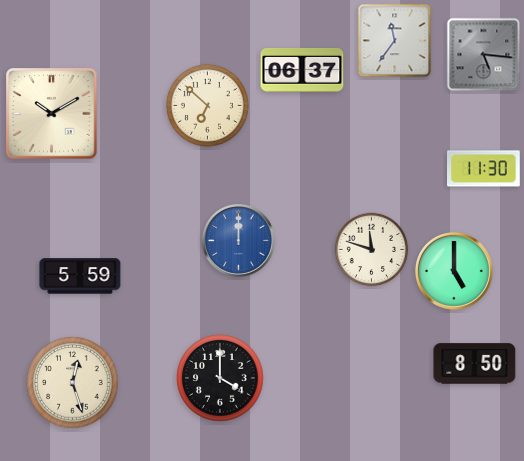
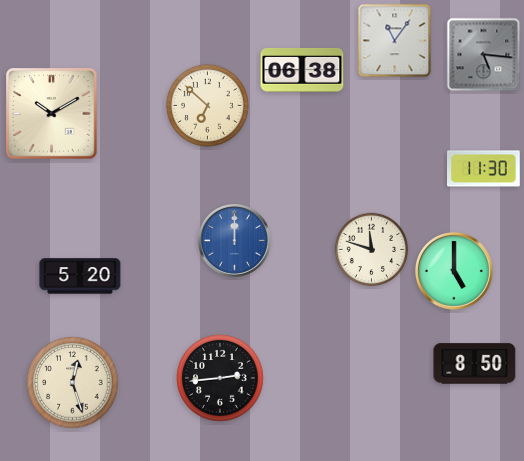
clock at (395, 41): 11:36 -> 11:06
clock at (302, 70): 06:37 -> 06:38
clock at (238, 240) position: (238, 240) -> (234, 240)
clock at (80, 276): 5:59 -> 5:20
clock at (220, 378): 4:00 -> 2:44
